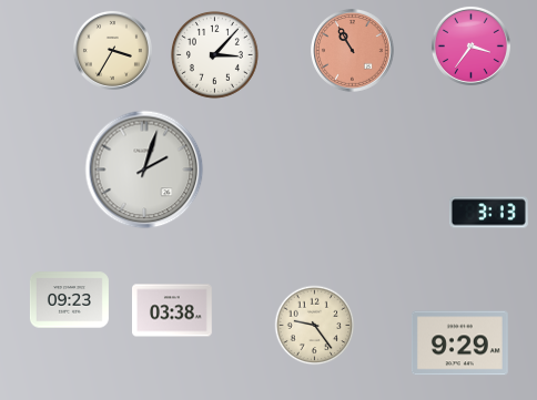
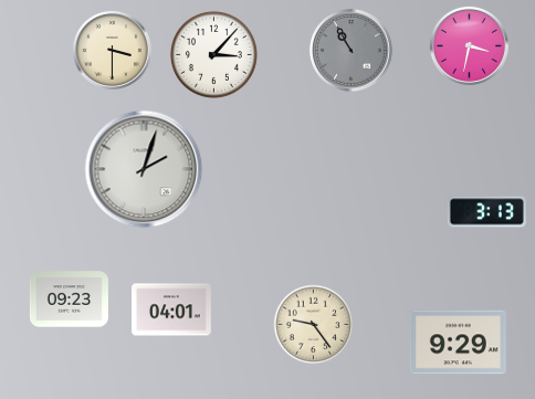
clock at (470, 45): 3:36 -> 3:32
clock at (112, 50): 3:35 -> 3:30
clock at (353, 51) dial: salmon -> grey
clock at (173, 310): 03:38 -> 04:01
